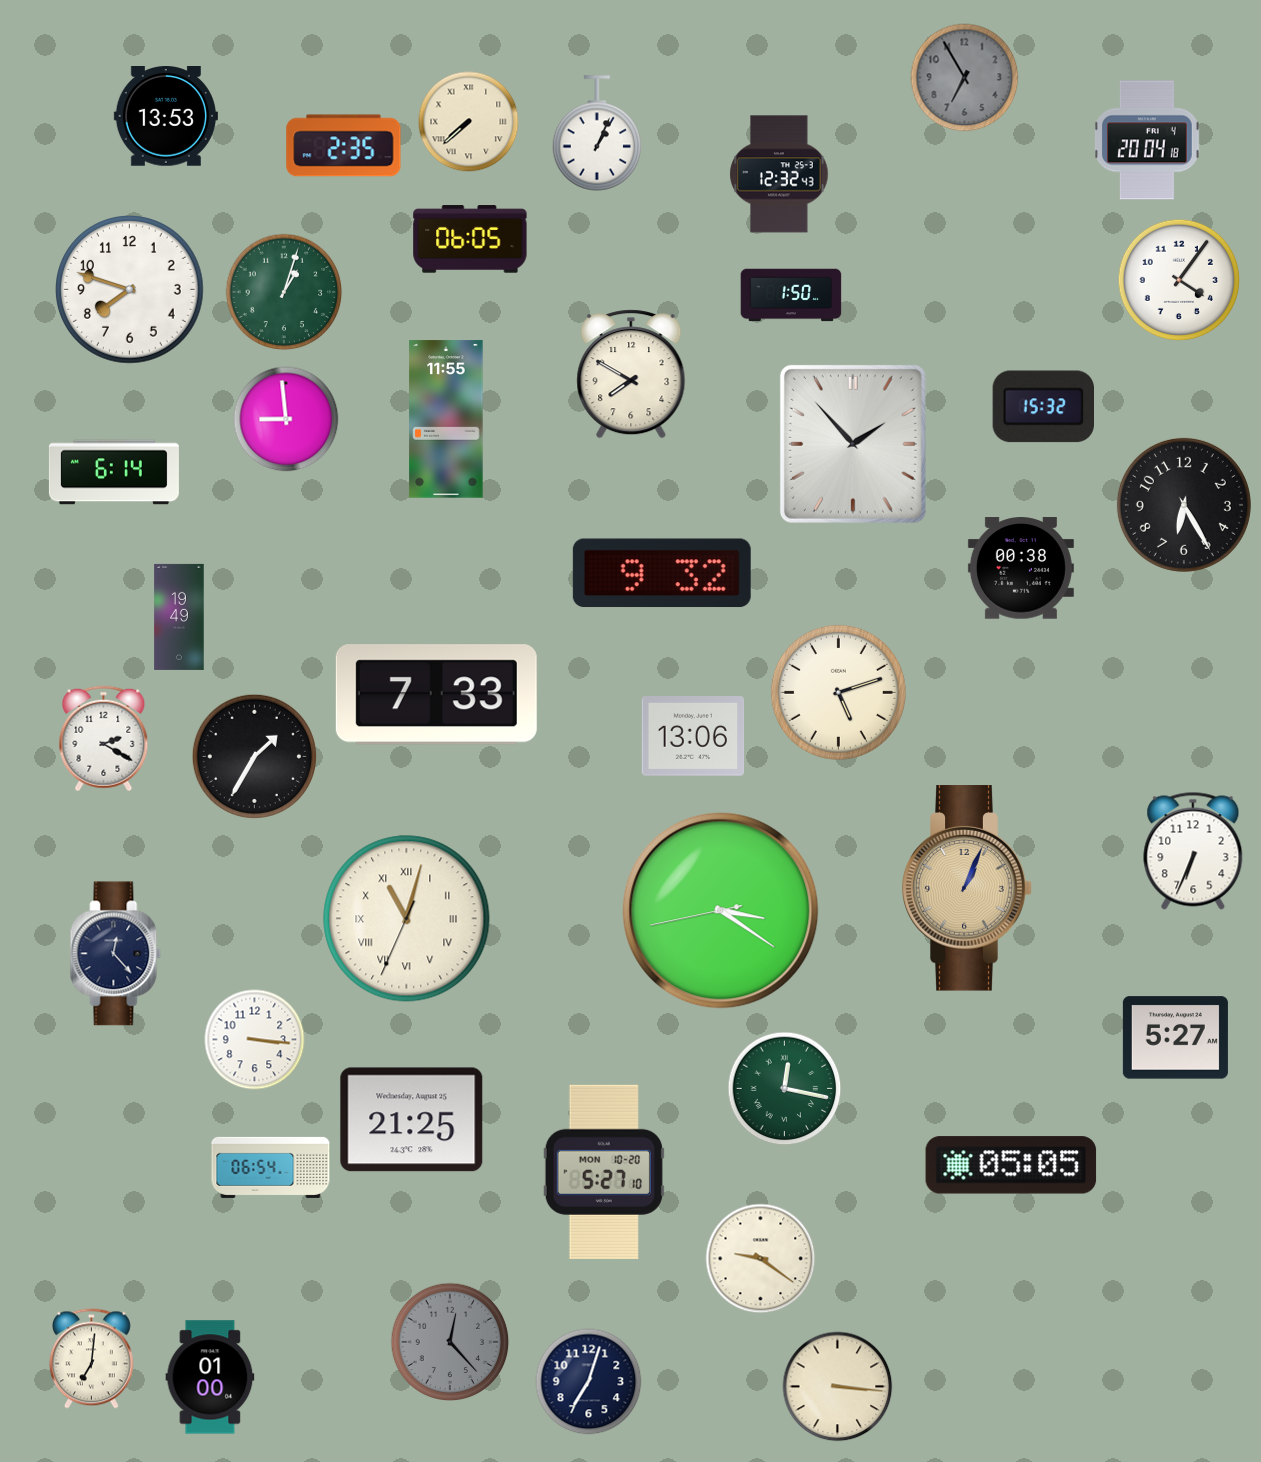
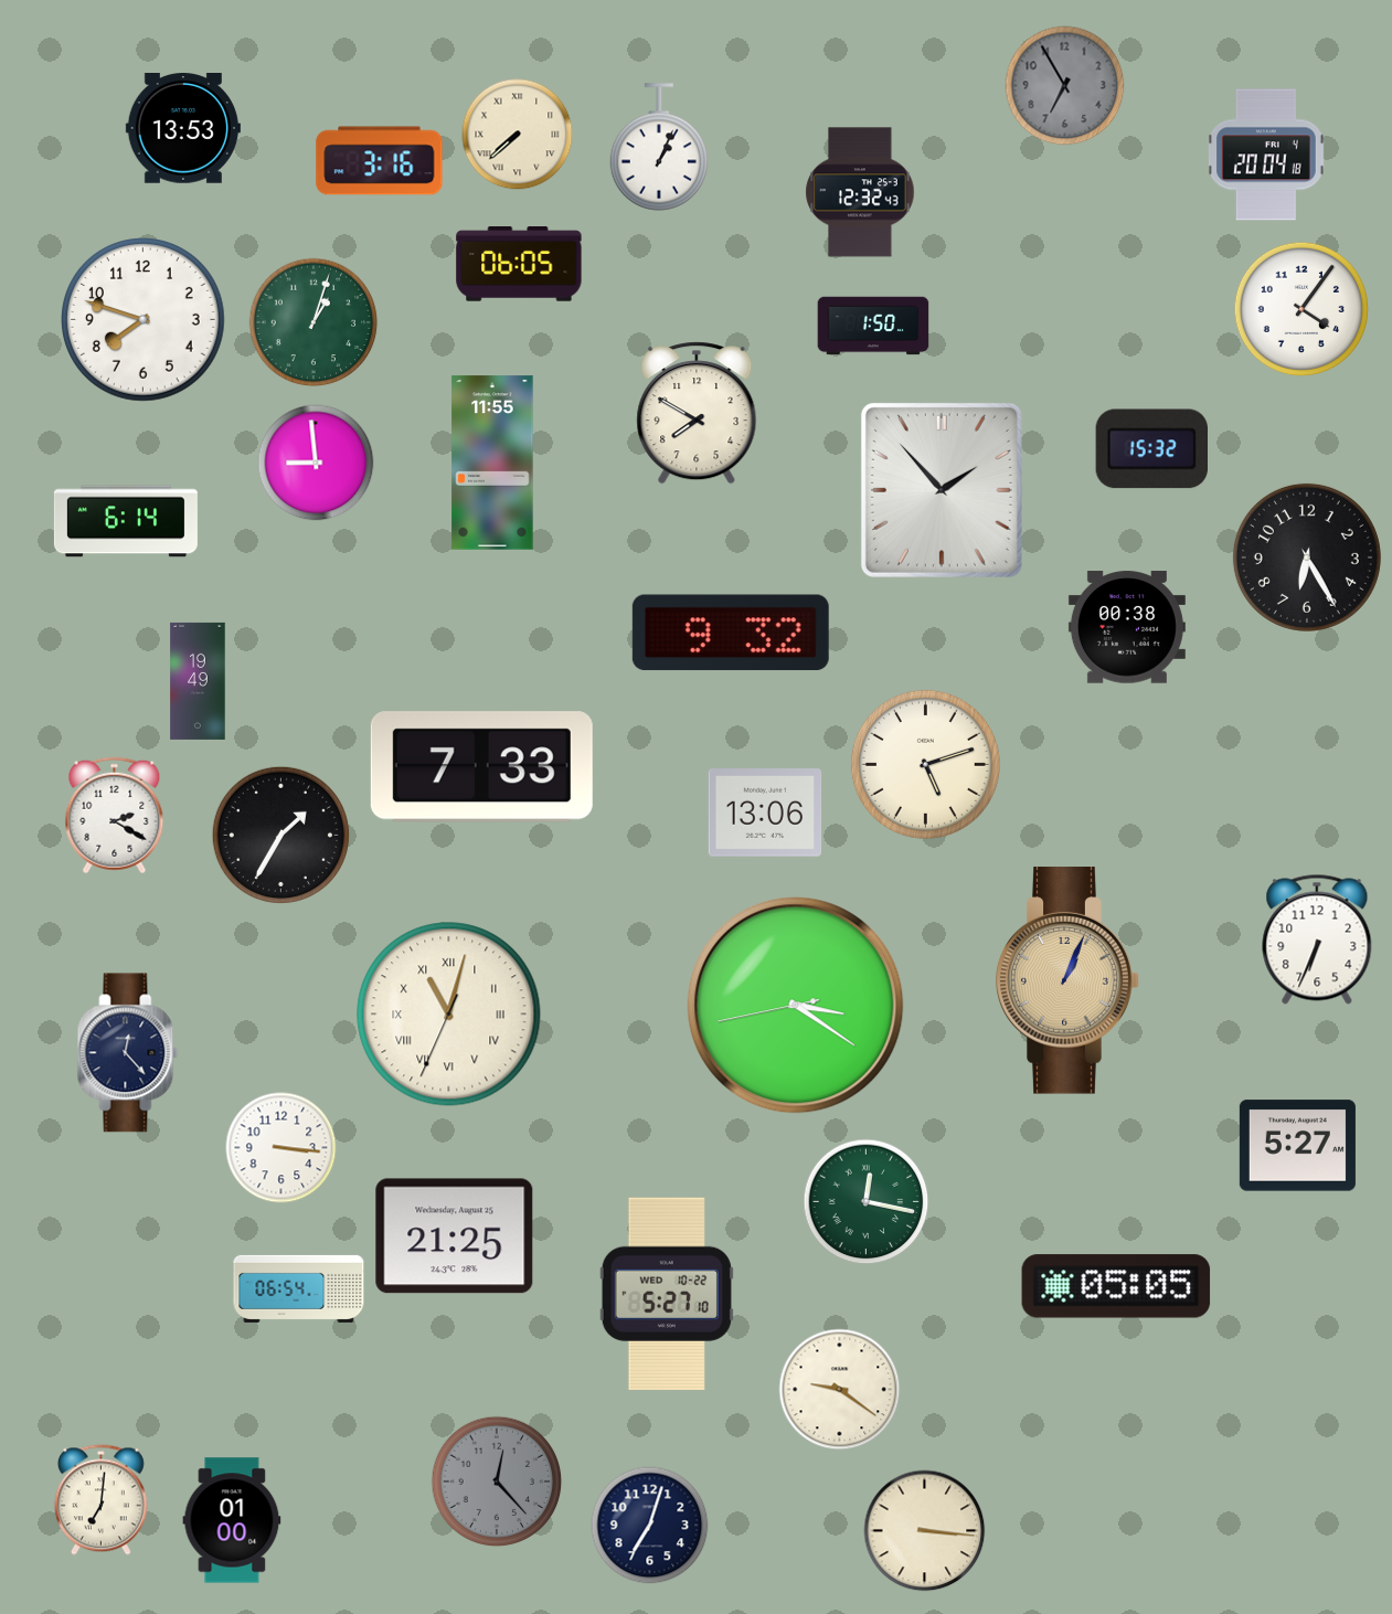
clock at (344, 146): 2:35 -> 3:16
clock at (604, 1172) date: MON 10-20 -> WED 10-22
